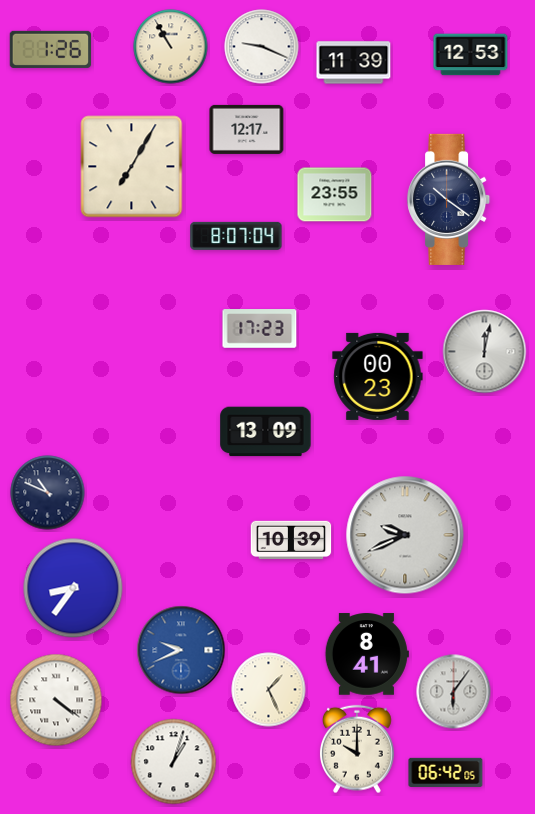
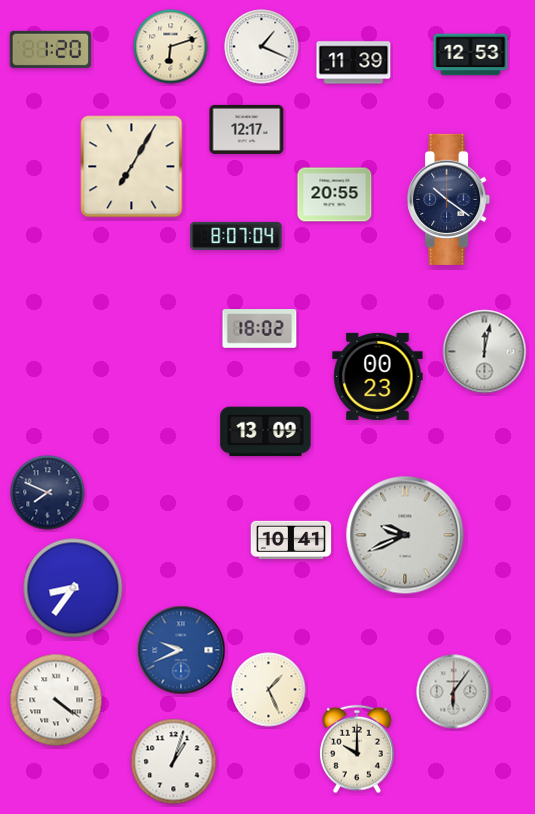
clock at (171, 47): 10:55 -> 6:12
clock at (262, 47): 9:19 -> 1:19
clock at (51, 49): 1:26 -> 1:20
clock at (335, 195): 23:55 -> 20:55
clock at (260, 329): 17:23 -> 18:02
clock at (48, 493): 10:49 -> 7:49
clock at (291, 540): 10:39 -> 10:41
clock at (367, 654): 8:41 -> none
clock at (446, 772): 06:42 -> none
